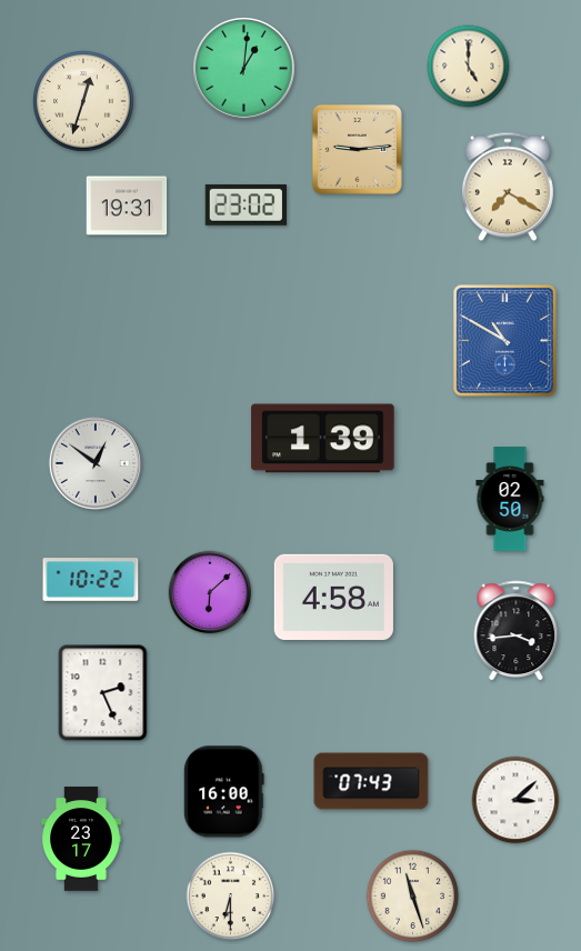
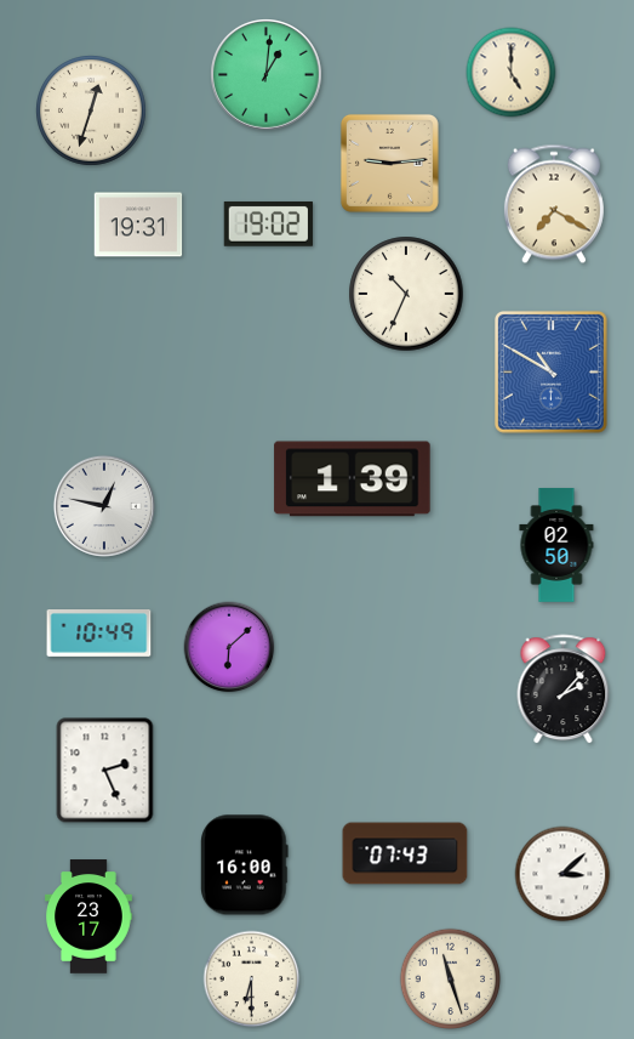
clock at (246, 206): 23:02 -> 19:02
clock at (406, 294): none -> 10:34
clock at (96, 463): 12:51 -> 12:47
clock at (91, 580): 10:22 -> 10:49
clock at (333, 597): 4:58 -> none
clock at (517, 631): 3:44 -> 2:07
clock at (103, 693) position: (103, 693) -> (105, 771)
